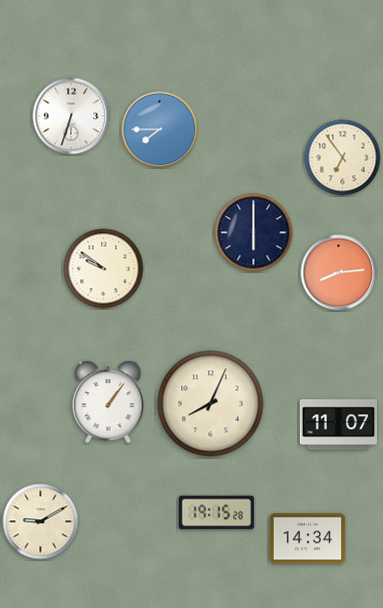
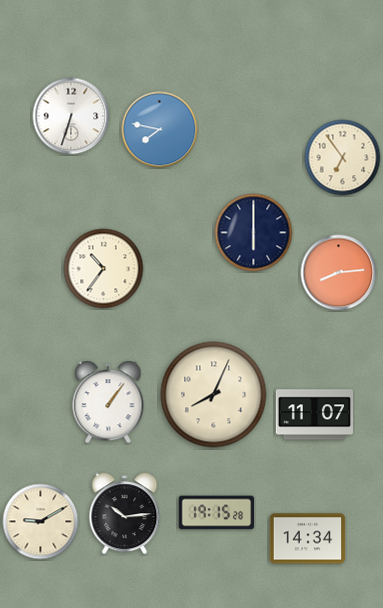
clock at (160, 130): 7:45 -> 7:47
clock at (104, 269): 9:51 -> 10:36
clock at (211, 404) position: (211, 404) -> (214, 395)
clock at (338, 425) position: (338, 425) -> (314, 415)
clock at (125, 514): none -> 10:14
